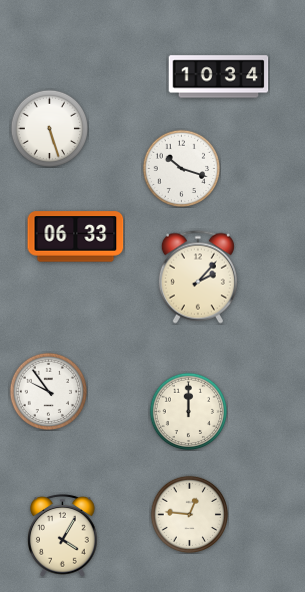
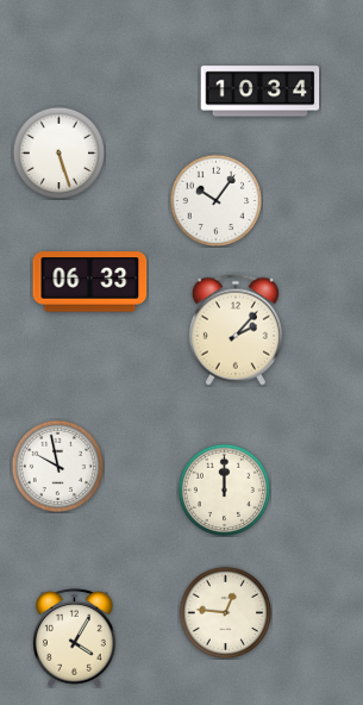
clock at (181, 168): 10:18 -> 10:06
clock at (48, 391): 9:54 -> 9:58
